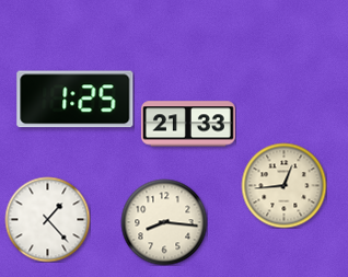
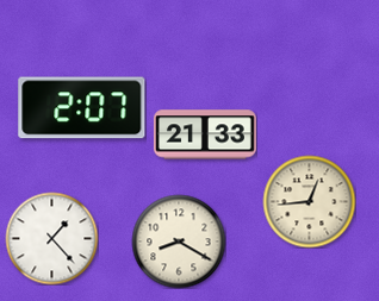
clock at (76, 100): 1:25 -> 2:07
clock at (164, 222): 8:16 -> 8:20
